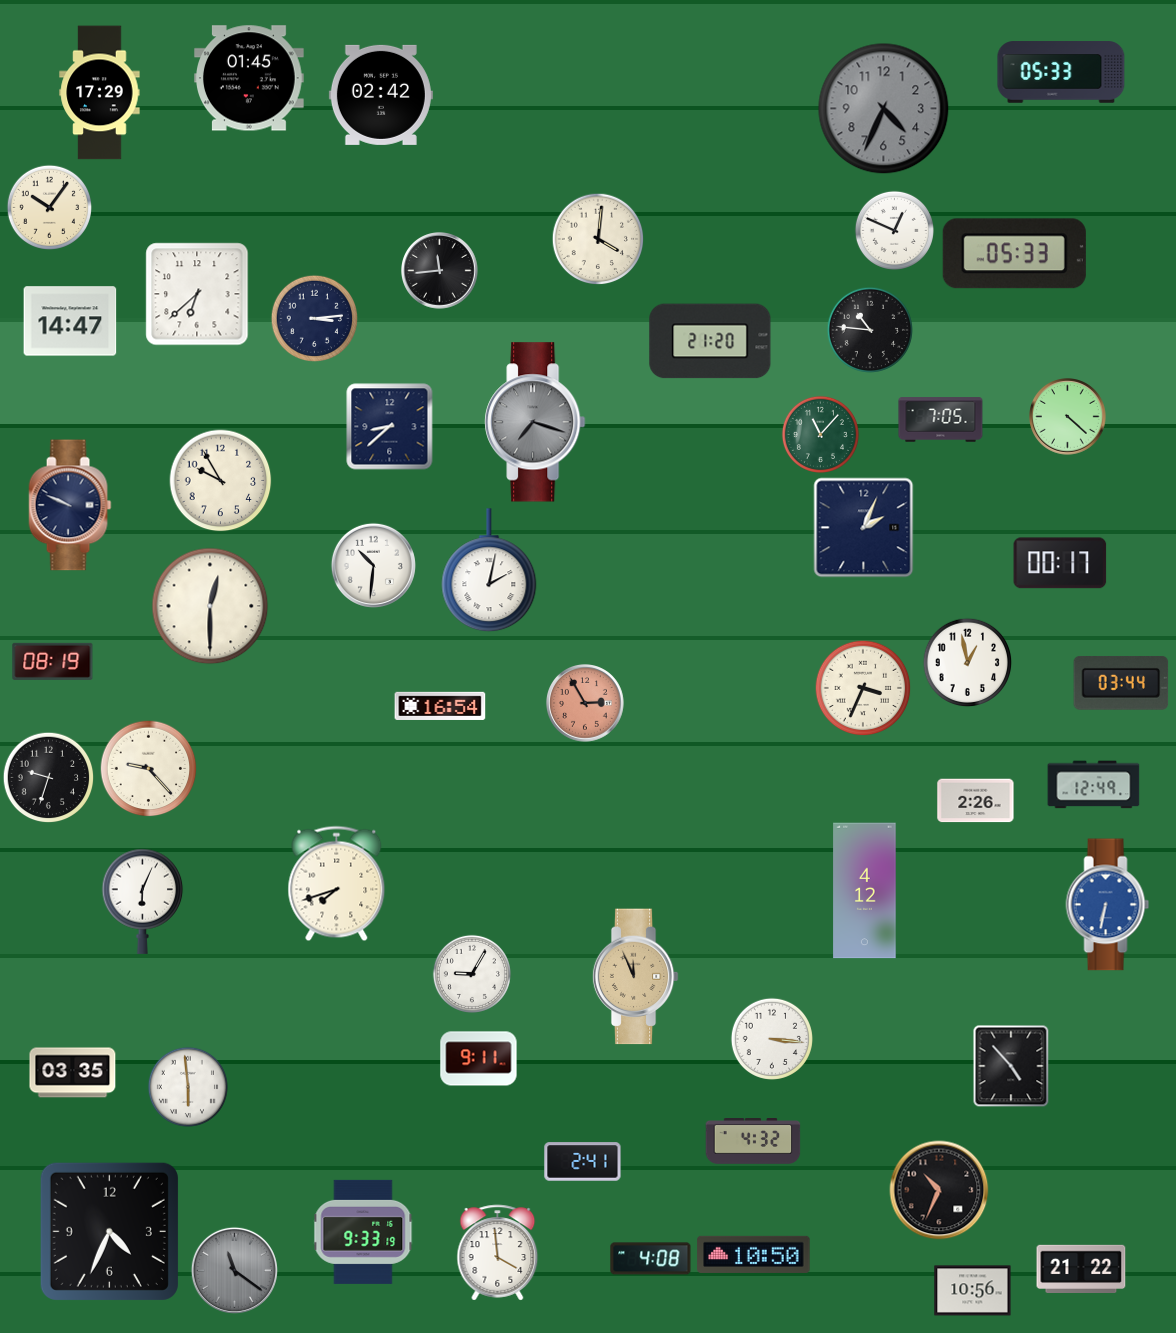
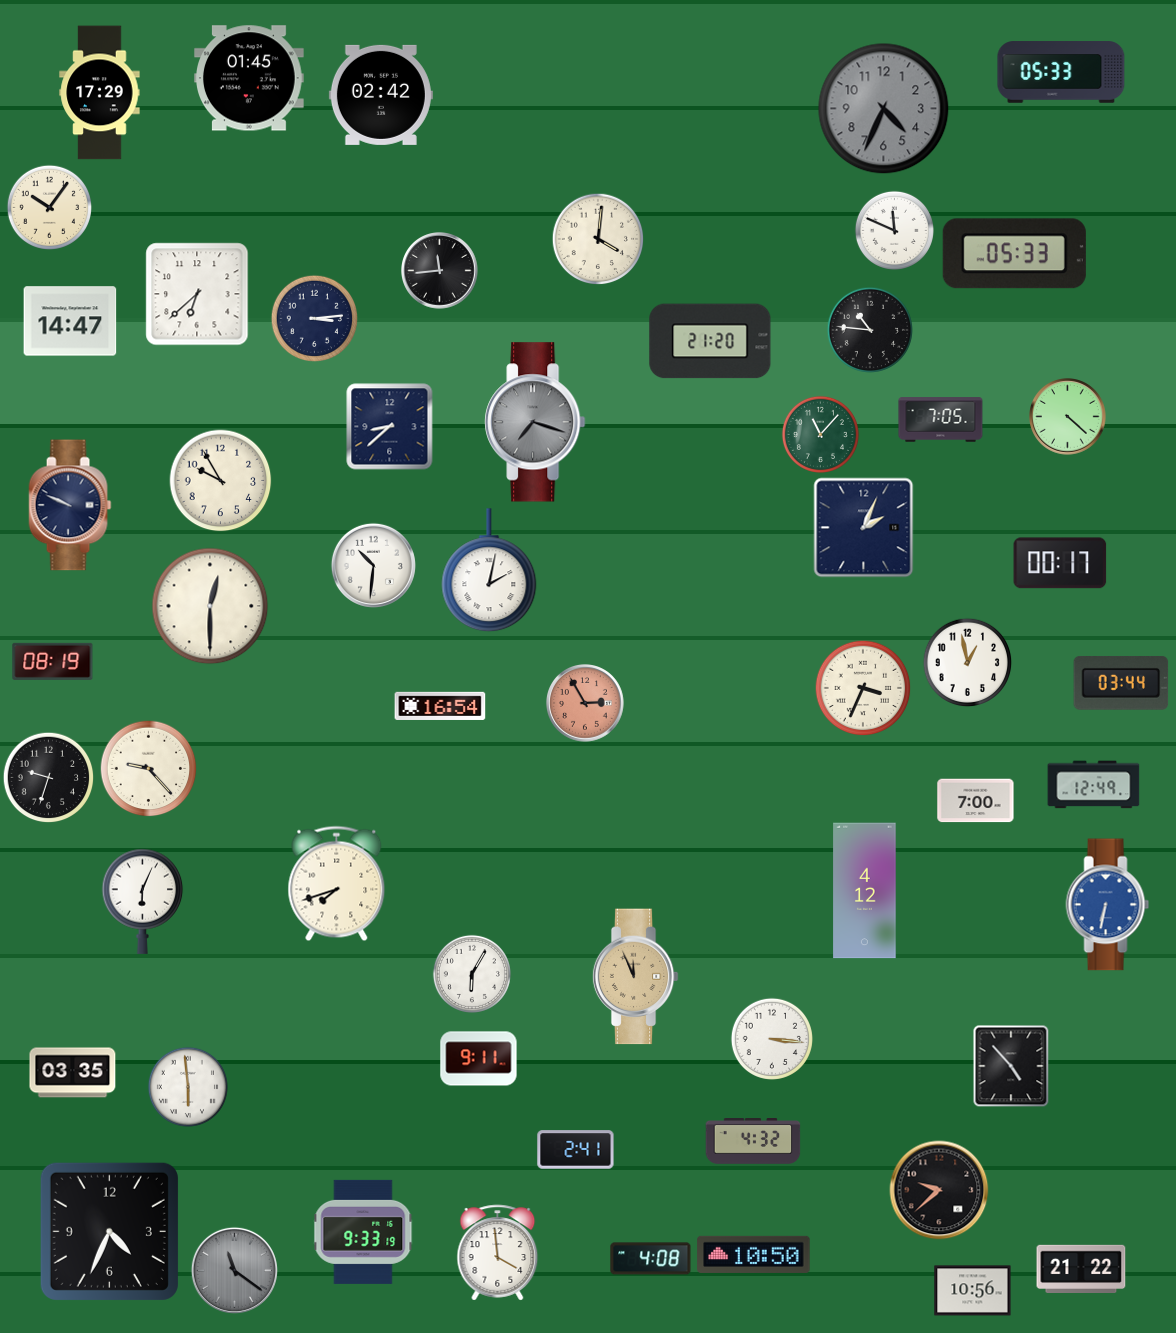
clock at (894, 230): 12:49 -> 11:49
clock at (976, 801): 2:26 -> 7:00
clock at (472, 974): 9:05 -> 6:05
clock at (583, 1162) position: (583, 1162) -> (576, 1150)
clock at (939, 1190): 10:34 -> 9:38
